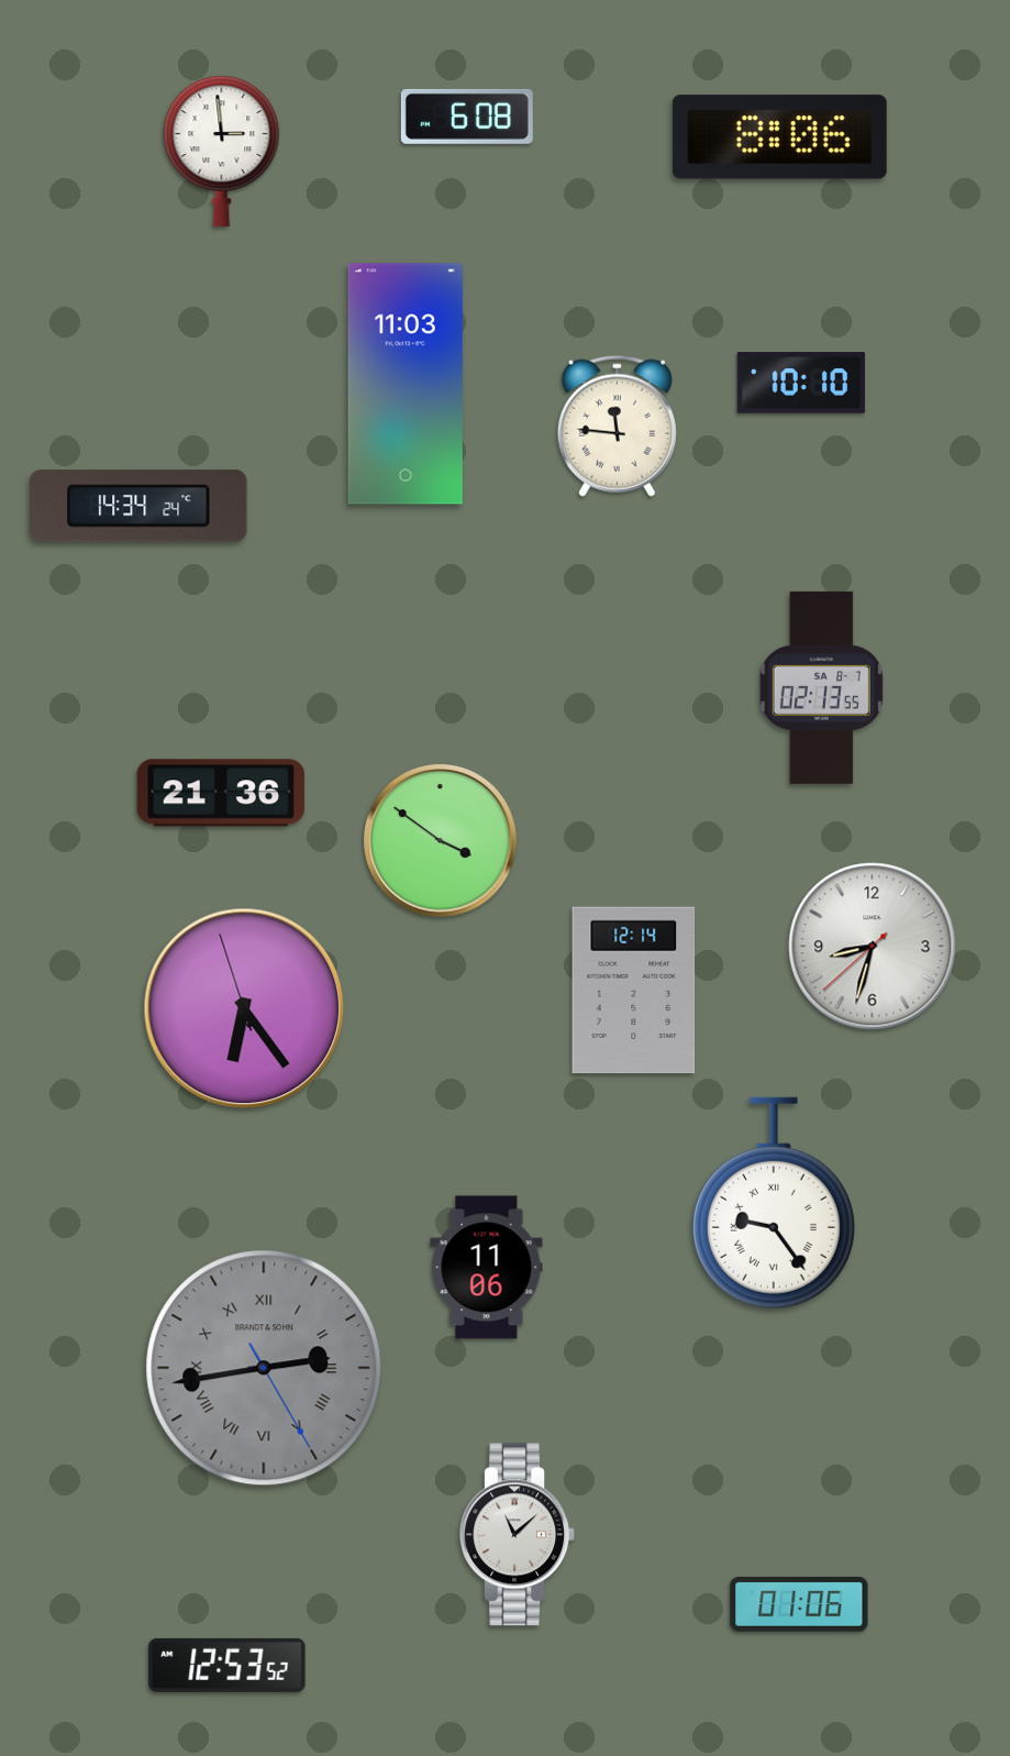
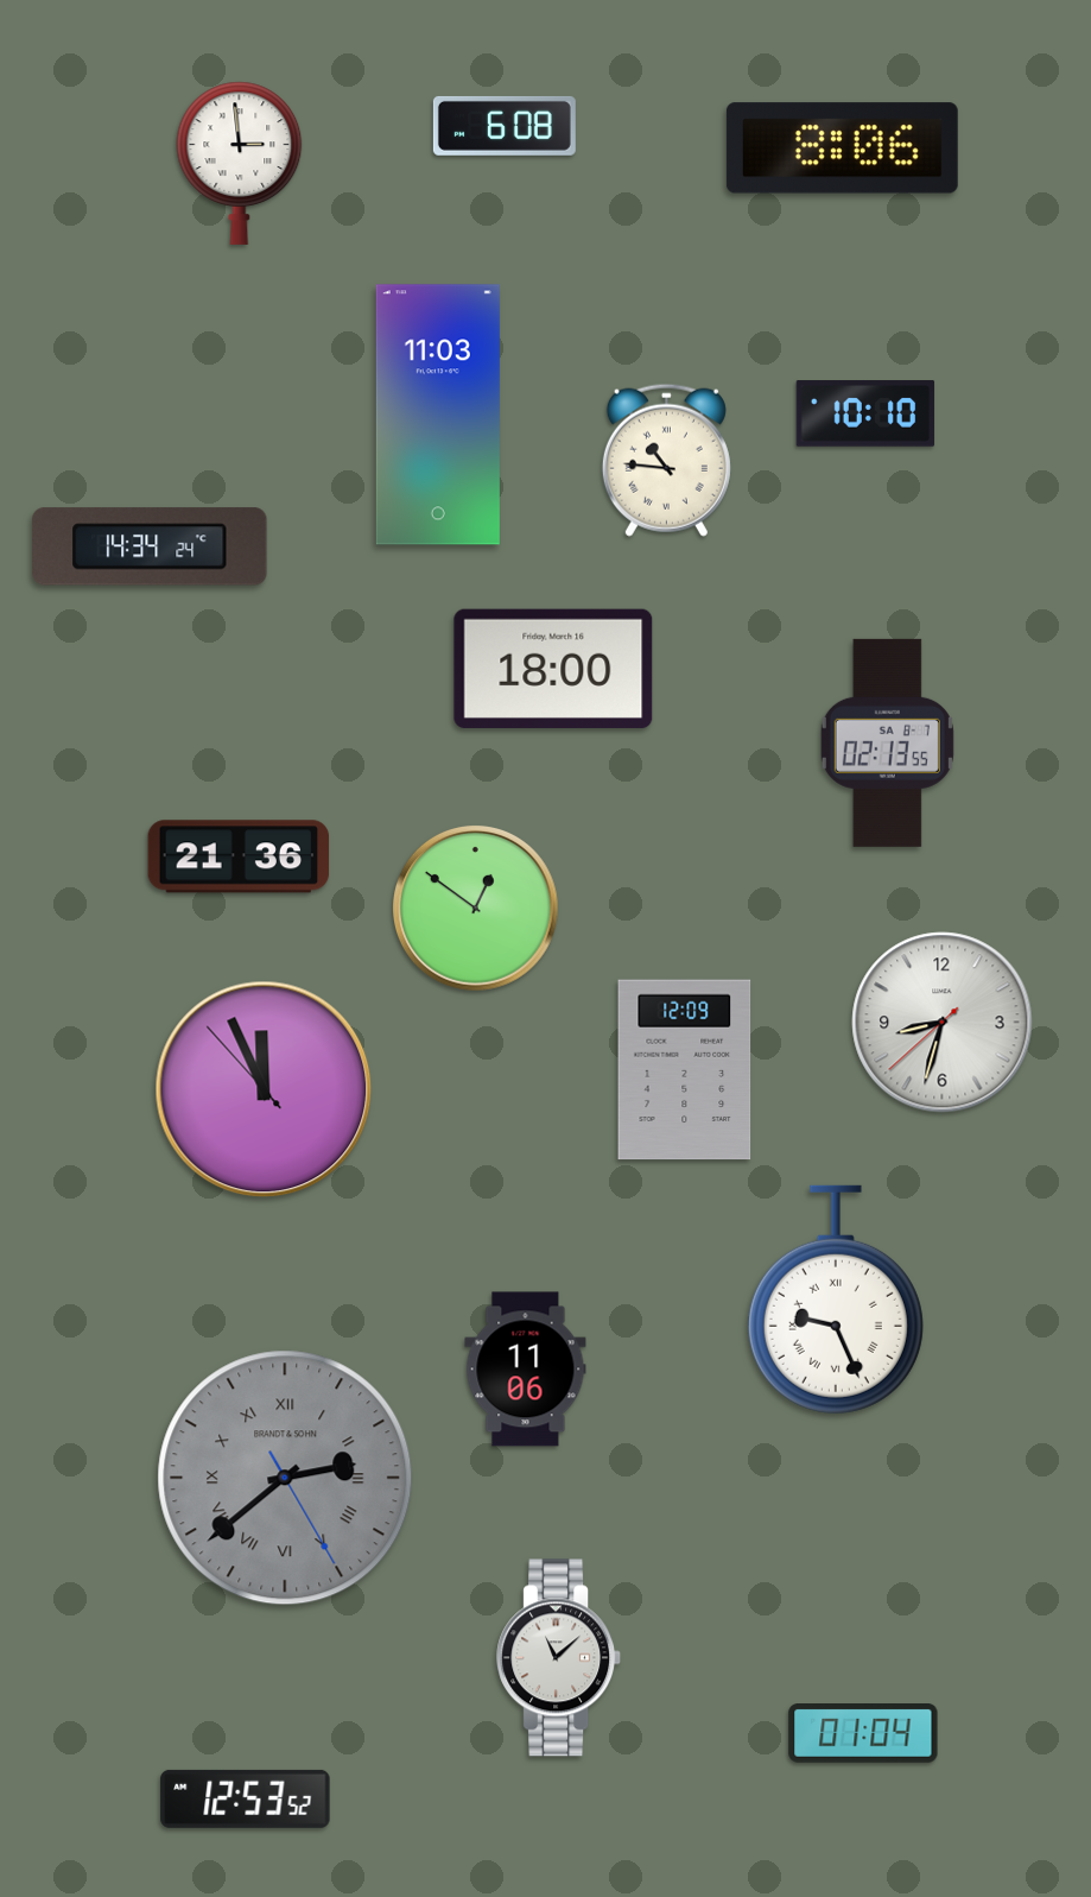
clock at (617, 426): 11:46 -> 10:46
clock at (553, 669): none -> 18:00
clock at (441, 841): 3:51 -> 12:51
clock at (634, 991): 12:14 -> 12:09
clock at (244, 1008): 6:23 -> 11:55
clock at (774, 1203): 9:24 -> 9:26
clock at (264, 1368): 2:43 -> 2:38
clock at (799, 1605): 01:06 -> 01:04
